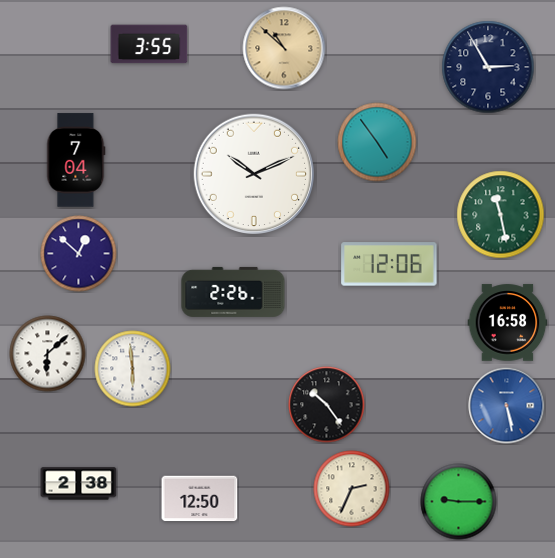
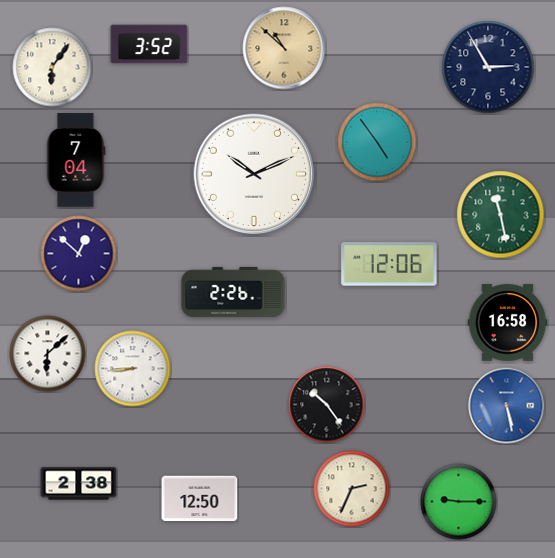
clock at (149, 44): 3:55 -> 3:52
clock at (52, 67): none -> 6:06
clock at (133, 369): 5:59 -> 8:44
